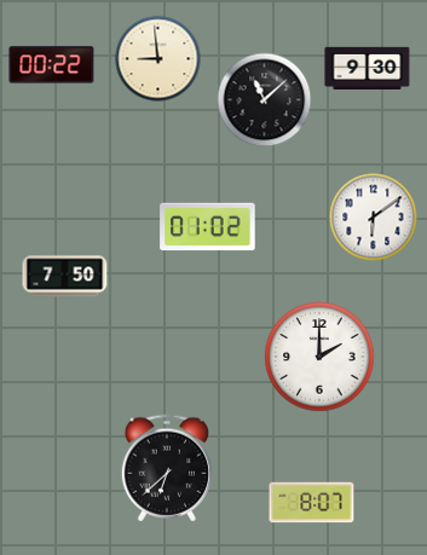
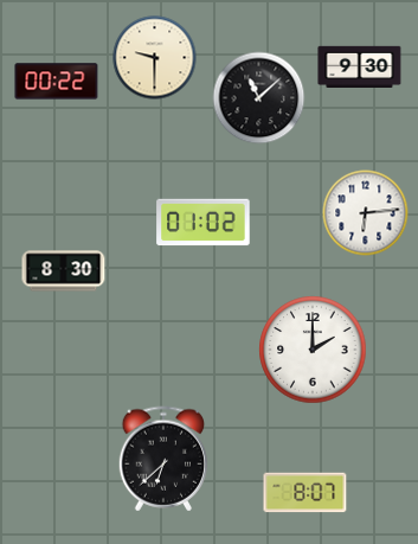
clock at (158, 59): 8:59 -> 9:30
clock at (52, 65) position: (52, 65) -> (57, 82)
clock at (374, 218): 6:09 -> 6:14
clock at (65, 277): 7:50 -> 8:30
